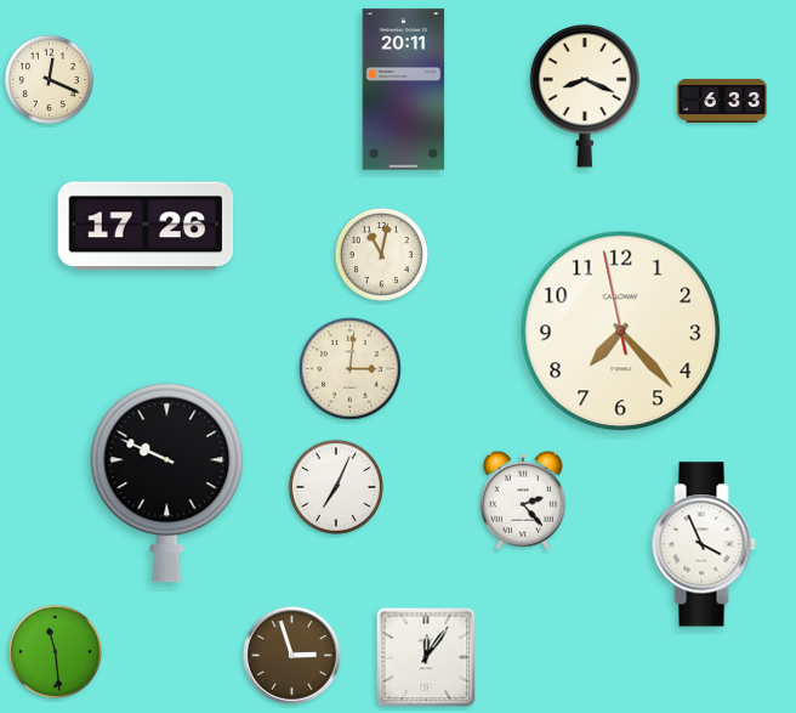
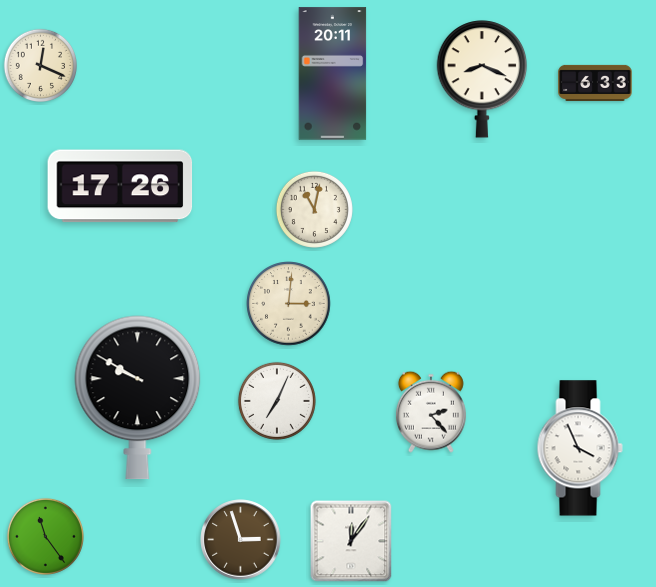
clock at (621, 332): 7:22 -> none
clock at (167, 483): 9:49 -> 9:50
clock at (55, 651): 11:29 -> 11:24
